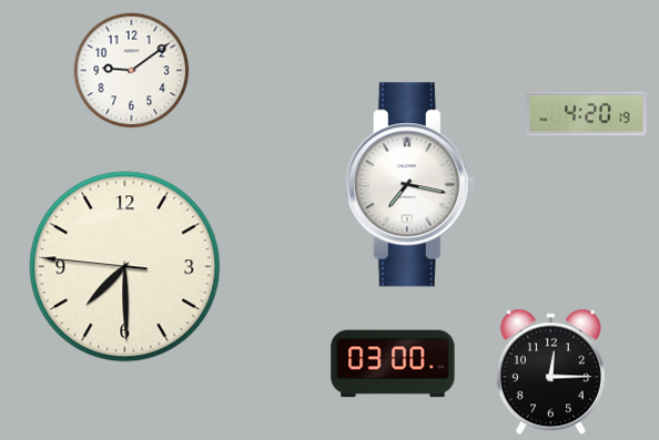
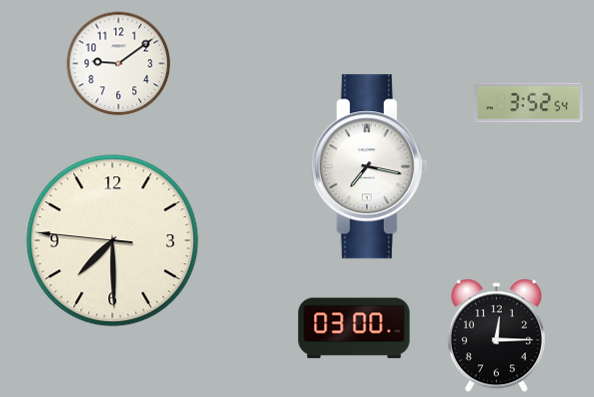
clock at (587, 114): 4:20 -> 3:52
